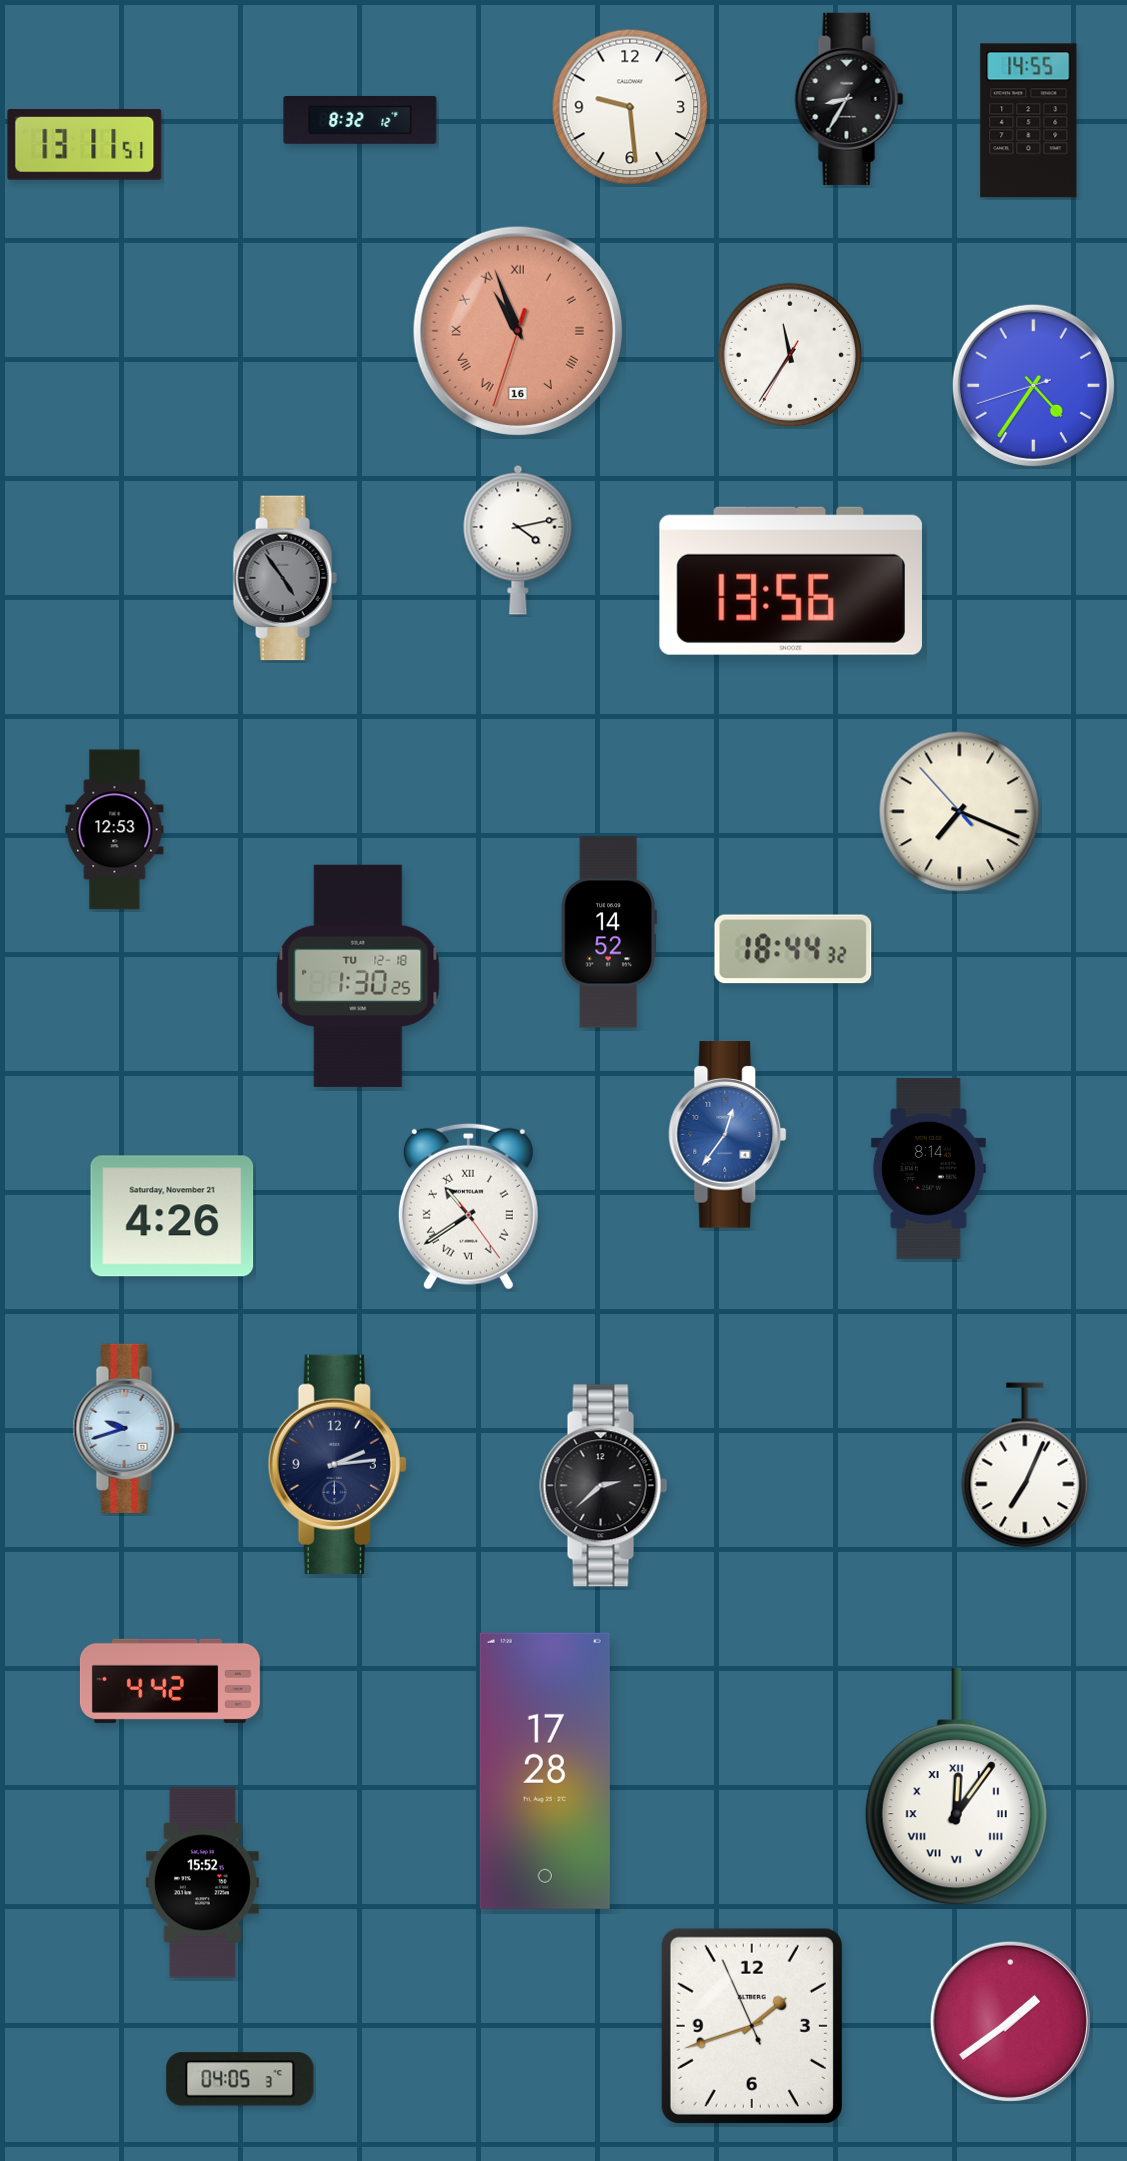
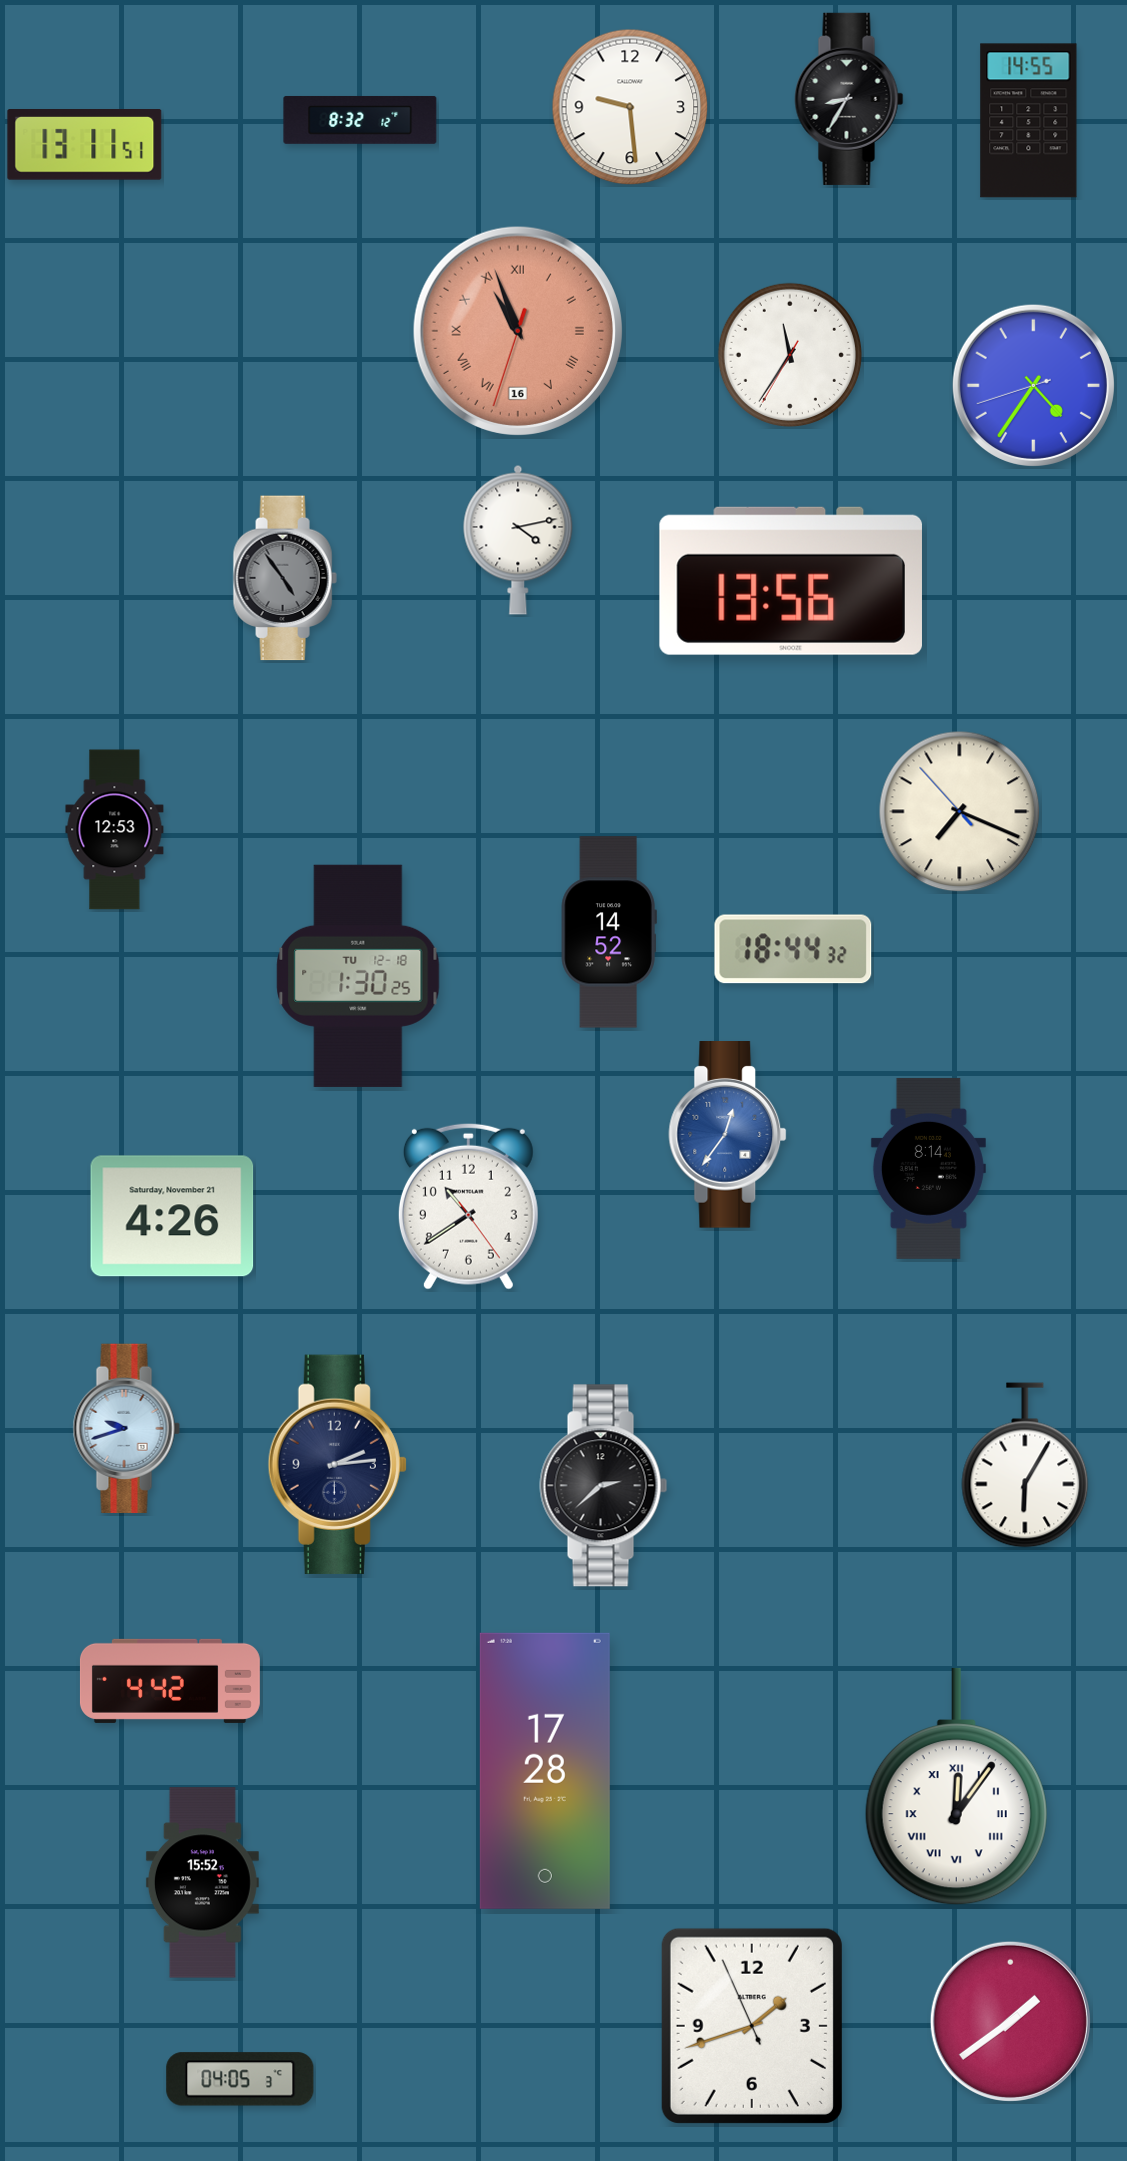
clock at (468, 1206) numerals: Roman -> Arabic
clock at (1025, 1465): 7:04 -> 6:05
